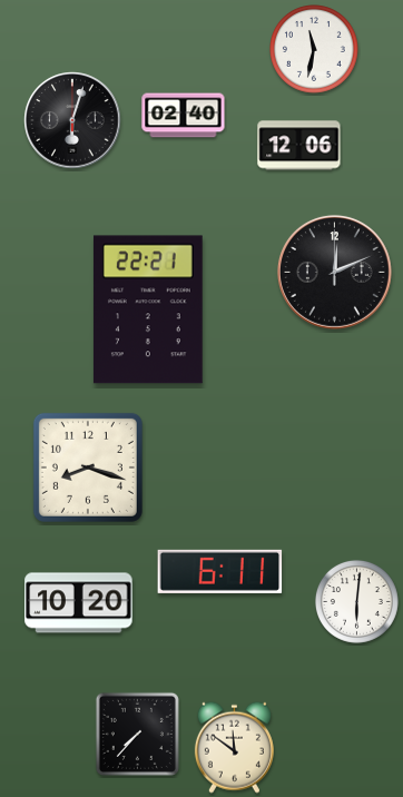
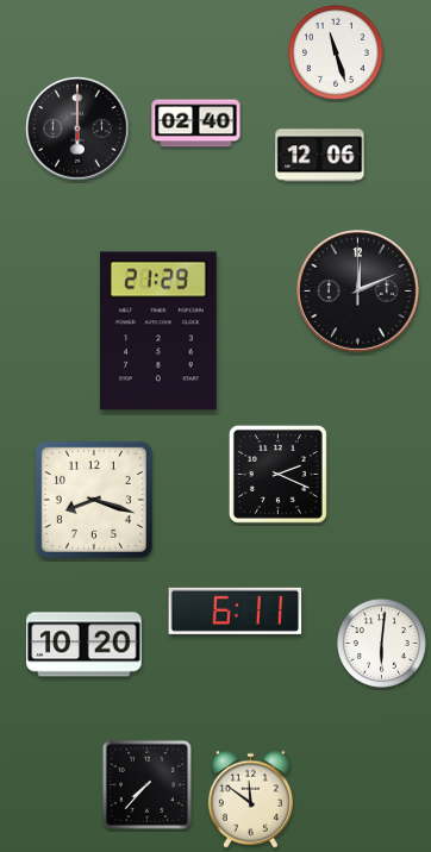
clock at (315, 50): 11:32 -> 11:27
clock at (72, 120): 6:03 -> 6:00
clock at (148, 309): 22:21 -> 21:29
clock at (277, 474): none -> 2:19
